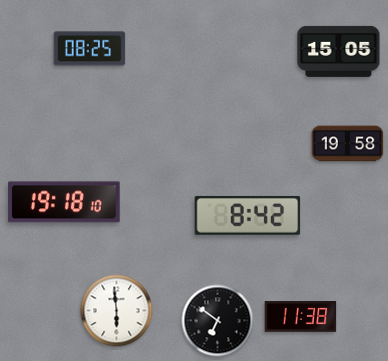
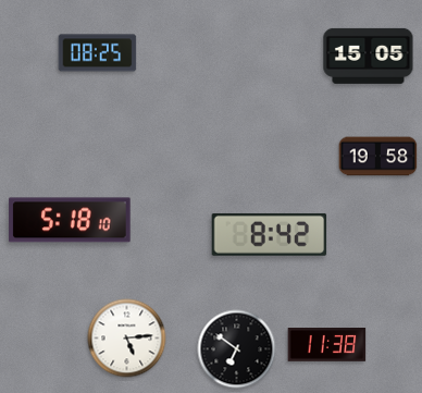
clock at (64, 202): 19:18 -> 5:18
clock at (117, 311): 5:59 -> 5:14
